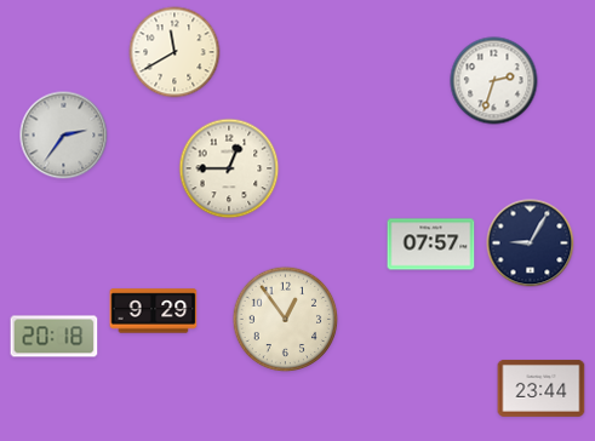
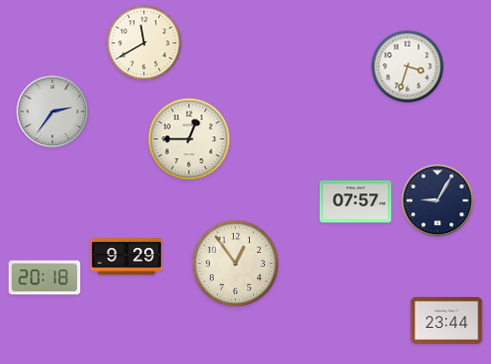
clock at (494, 81): 2:33 -> 3:33
